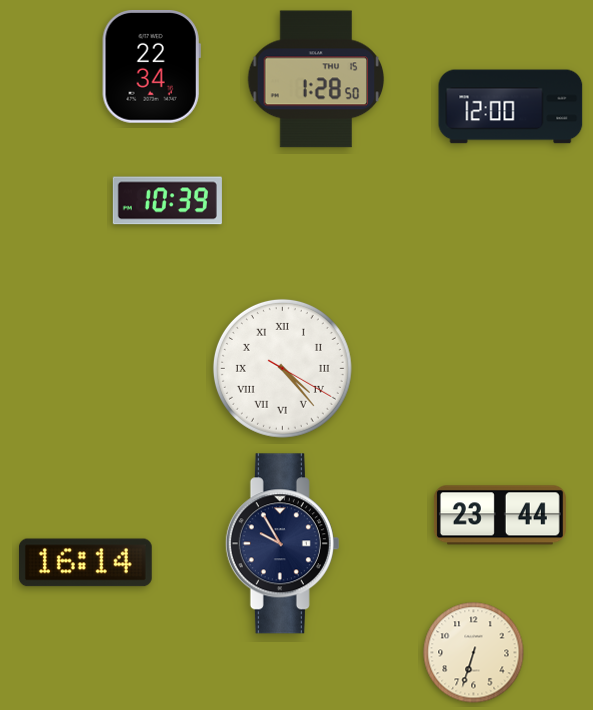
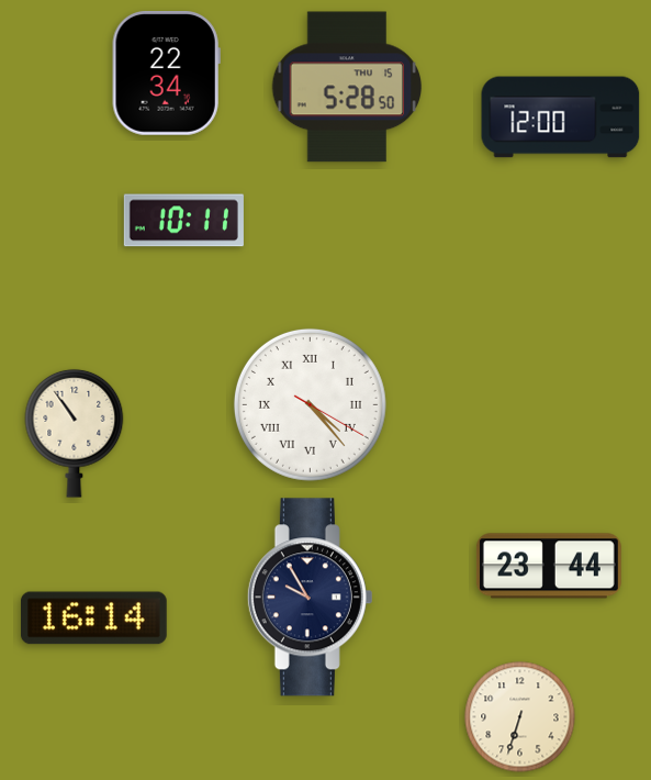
clock at (316, 79): 1:28 -> 5:28
clock at (167, 201): 10:39 -> 10:11
clock at (75, 433): none -> 10:54
